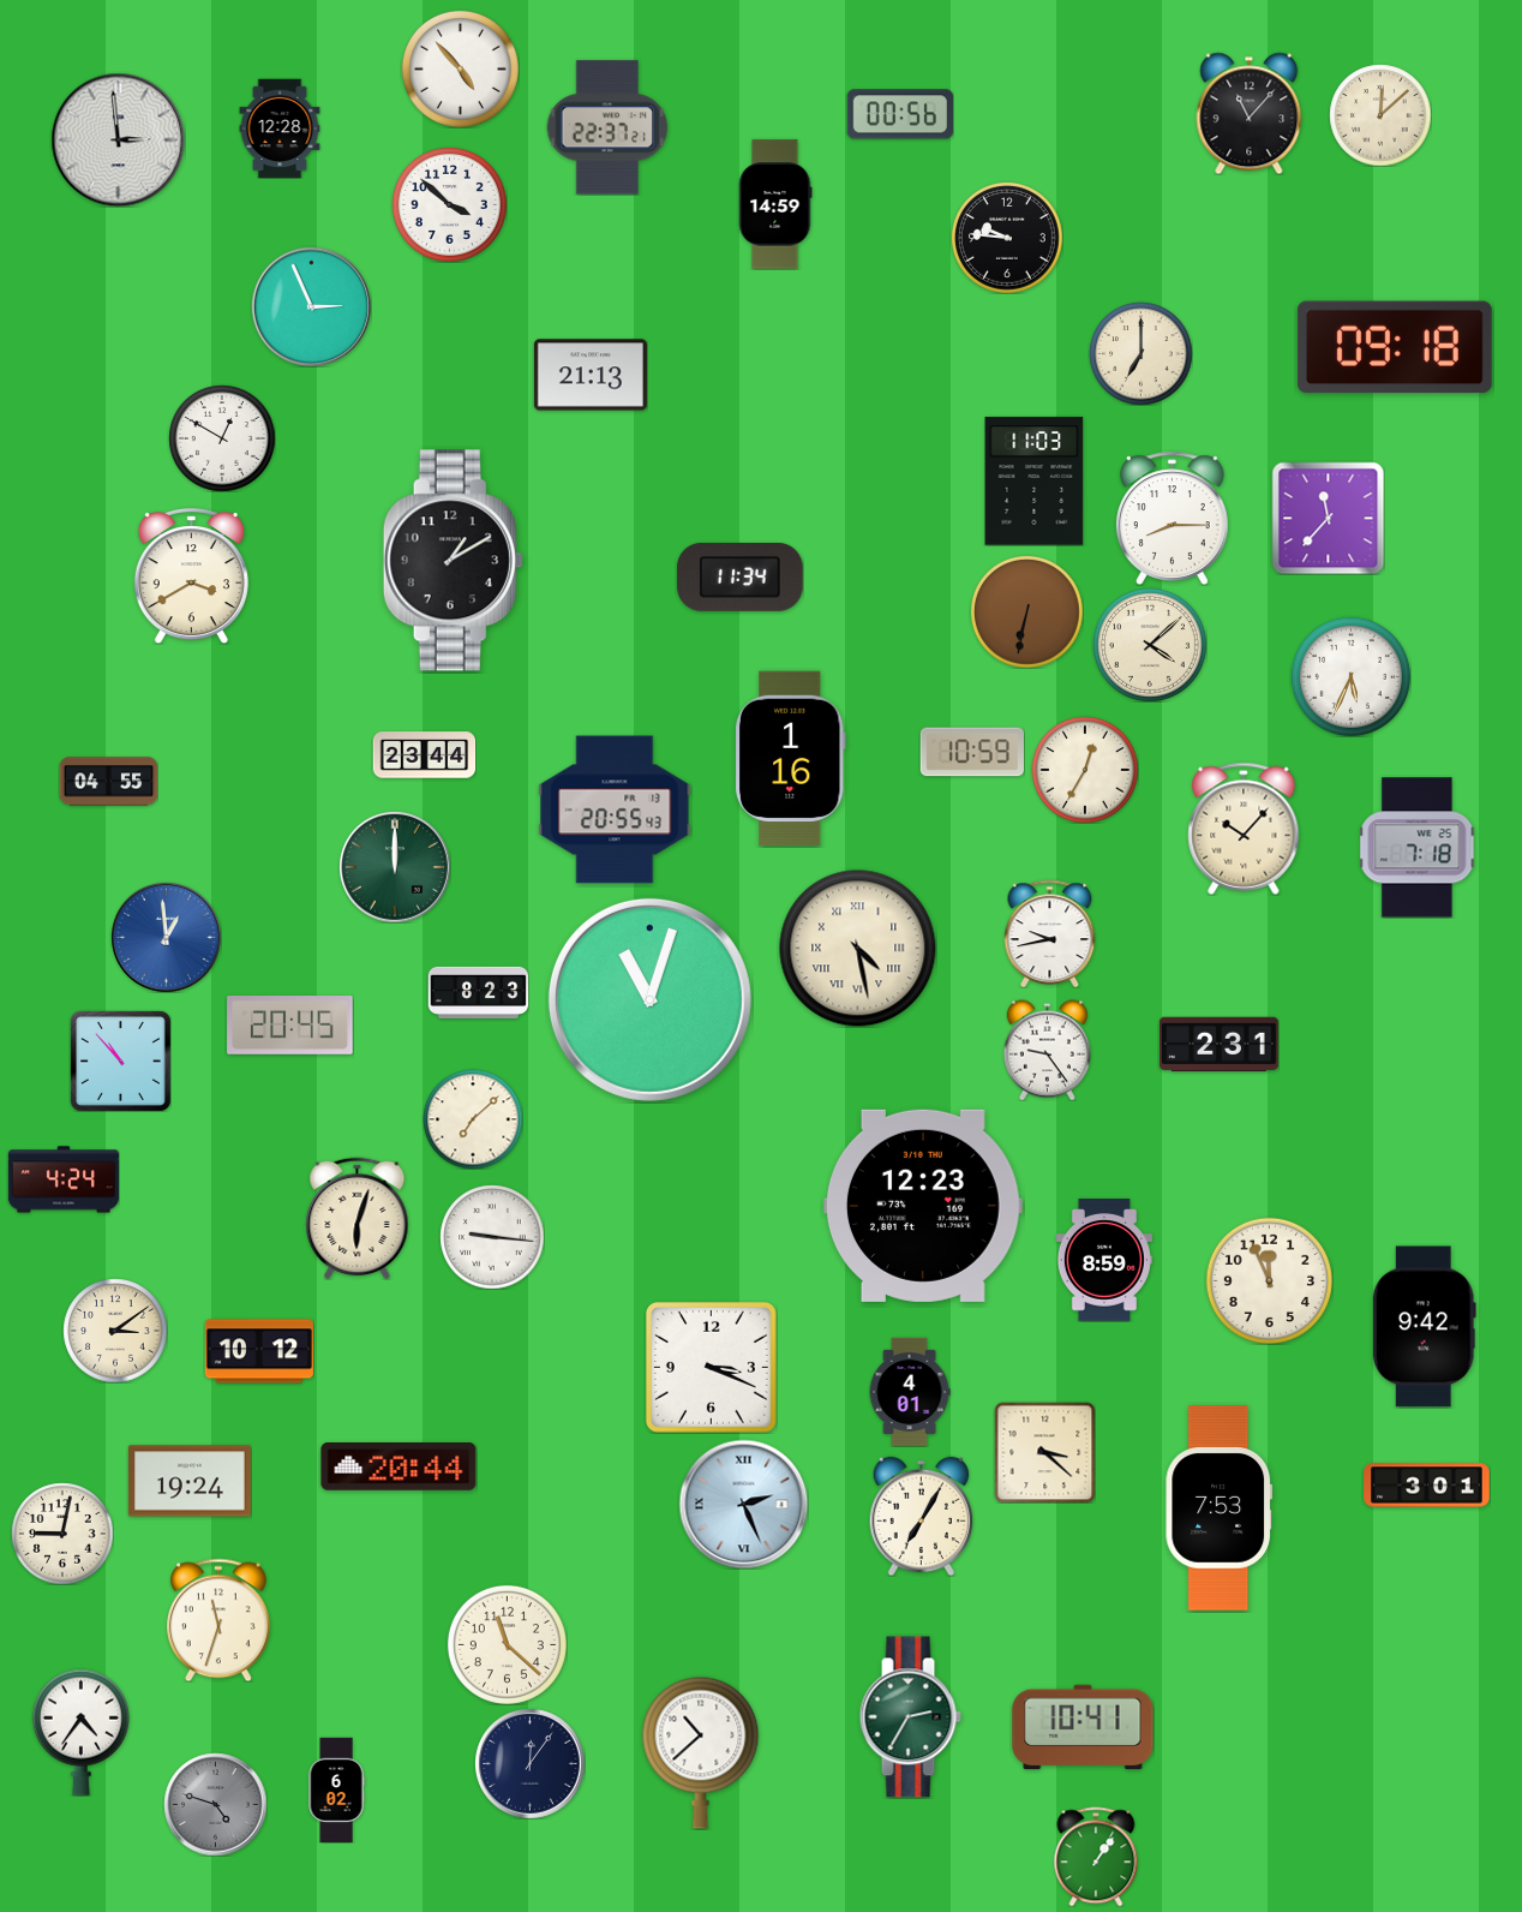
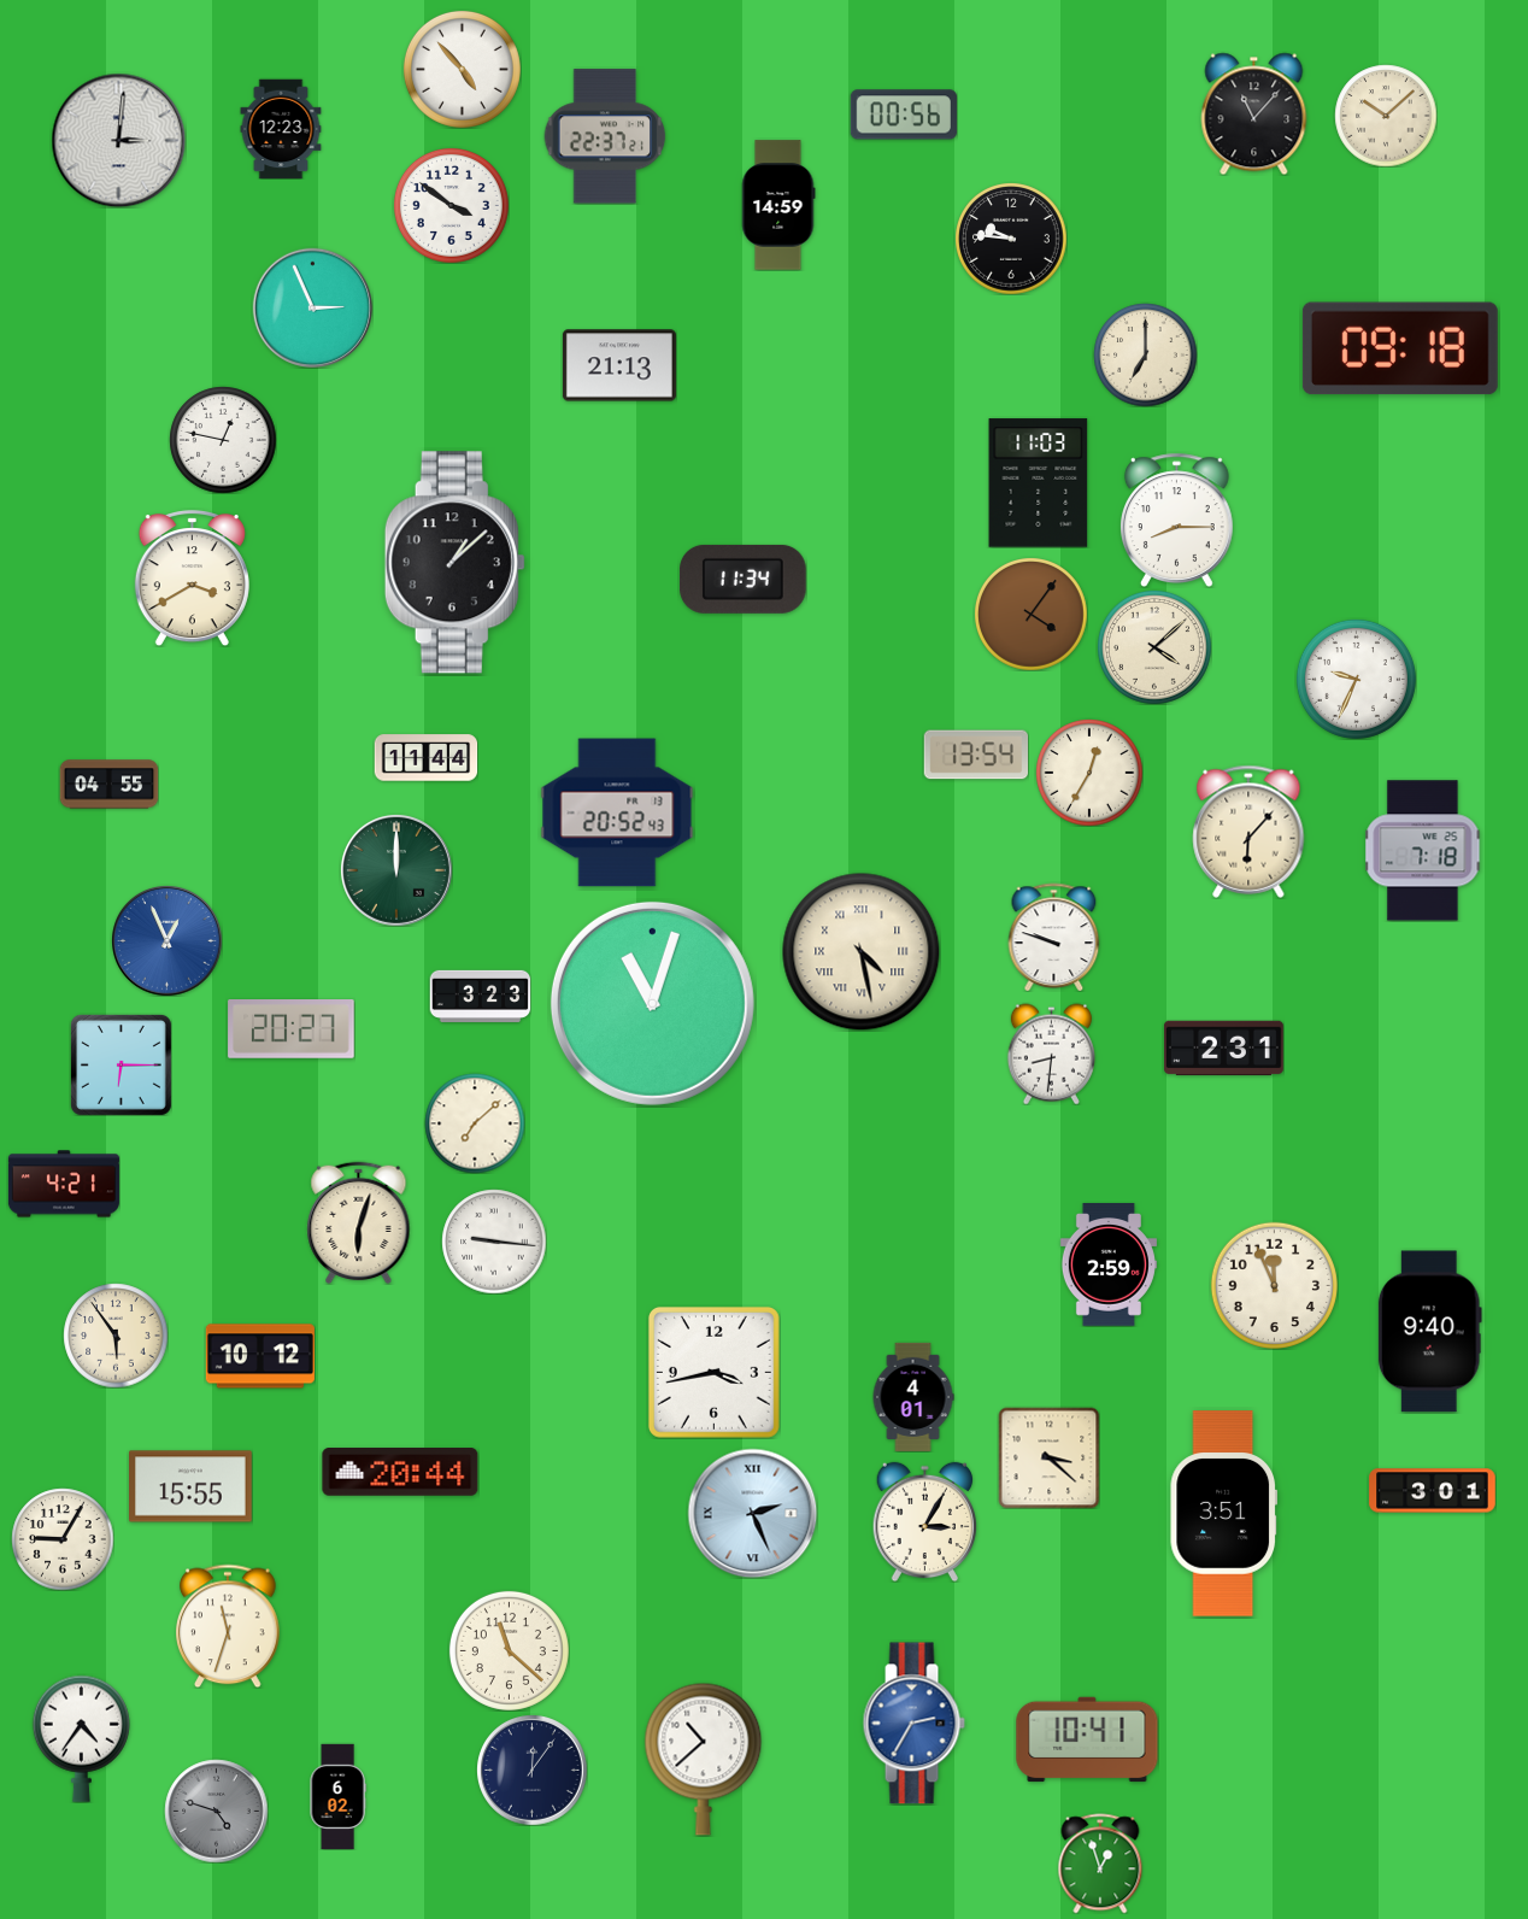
clock at (1380, 115): 12:08 -> 10:08
clock at (607, 127) position: (607, 127) -> (605, 136)
clock at (280, 129): 12:28 -> 12:23
clock at (118, 139): 2:59 -> 3:01
clock at (449, 204): 3:52 -> 3:51
clock at (591, 375) position: (591, 375) -> (619, 365)
clock at (222, 438): 12:50 -> 12:47
clock at (1328, 518): 11:37 -> none
clock at (453, 561): 1:10 -> 1:08
clock at (1027, 613): 6:32 -> 4:06
clock at (1350, 676): 5:34 -> 9:34
clock at (971, 752): 10:59 -> 13:54
clock at (424, 755): 23:44 -> 11:44
clock at (790, 759): 1:16 -> none
clock at (615, 809): 20:55 -> 20:52
clock at (1244, 829): 10:07 -> 6:07
clock at (1050, 933): 9:43 -> 9:48
clock at (167, 938): 12:59 -> 12:56
clock at (478, 992): 8:23 -> 3:23
clock at (290, 1026): 20:45 -> 20:27
clock at (1047, 1050): 9:24 -> 8:31
clock at (120, 1060): 10:53 -> 6:15
clock at (64, 1179): 4:24 -> 4:21
clock at (923, 1206): 12:23 -> none
clock at (1104, 1260): 8:59 -> 2:59
clock at (1424, 1327): 9:42 -> 9:40
clock at (115, 1331): 3:09 -> 5:54
clock at (711, 1367): 3:19 -> 3:43
clock at (191, 1481): 19:24 -> 15:55
clock at (743, 1504) position: (743, 1504) -> (752, 1513)
clock at (1220, 1508): 7:53 -> 3:51
clock at (922, 1516): 7:05 -> 3:05
clock at (62, 1534): 9:02 -> 9:05
clock at (220, 1620) position: (220, 1620) -> (229, 1626)
clock at (910, 1717) dial: green -> blue
clock at (1083, 1727) position: (1083, 1727) -> (1087, 1739)
clock at (1096, 1857): 1:06 -> 12:57
